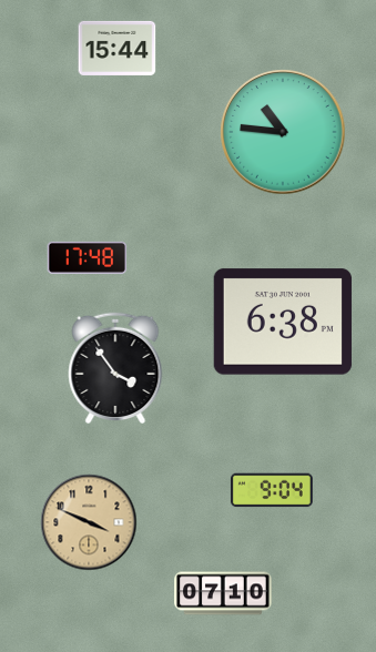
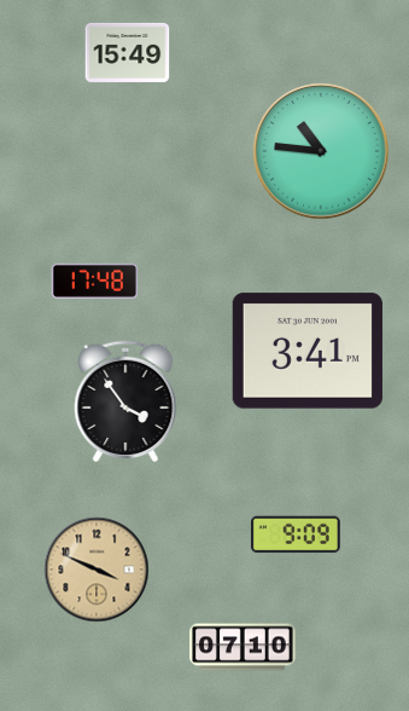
clock at (118, 48): 15:44 -> 15:49
clock at (283, 132) position: (283, 132) -> (321, 151)
clock at (283, 322): 6:38 -> 3:41
clock at (272, 490): 9:04 -> 9:09
